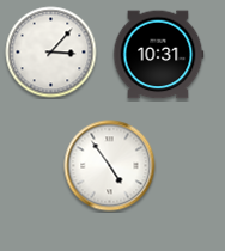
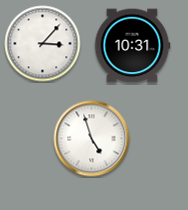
clock at (110, 166): 4:54 -> 4:57
